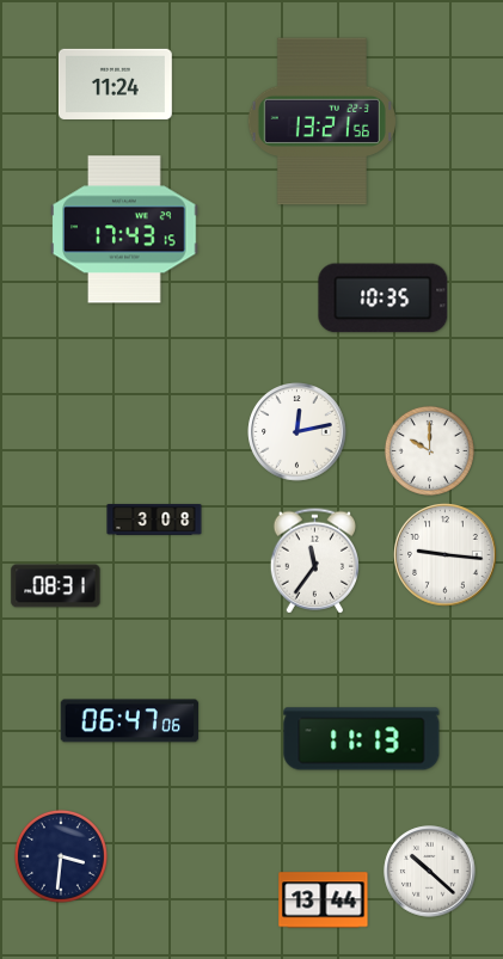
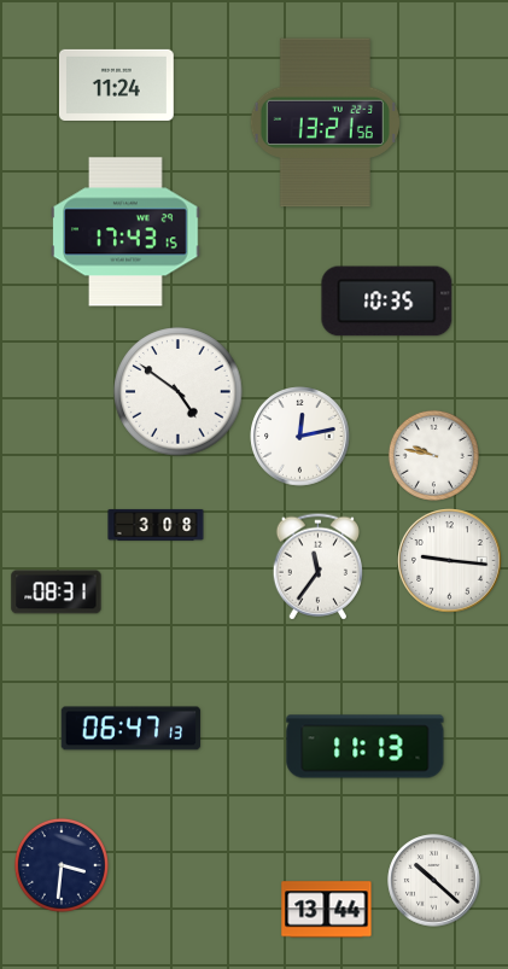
clock at (179, 392): none -> 4:51
clock at (429, 450): 10:00 -> 9:47
clock at (130, 721): 06:47:06 -> 06:47:13
